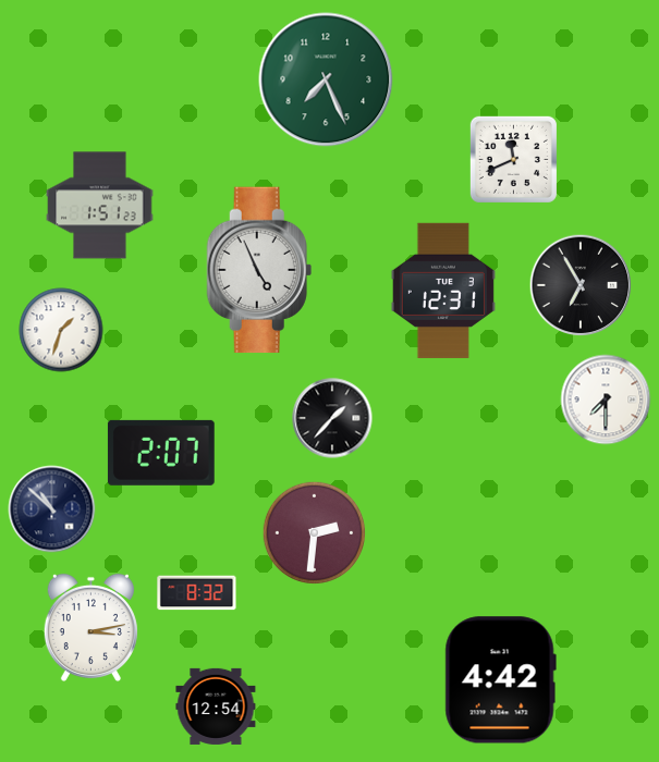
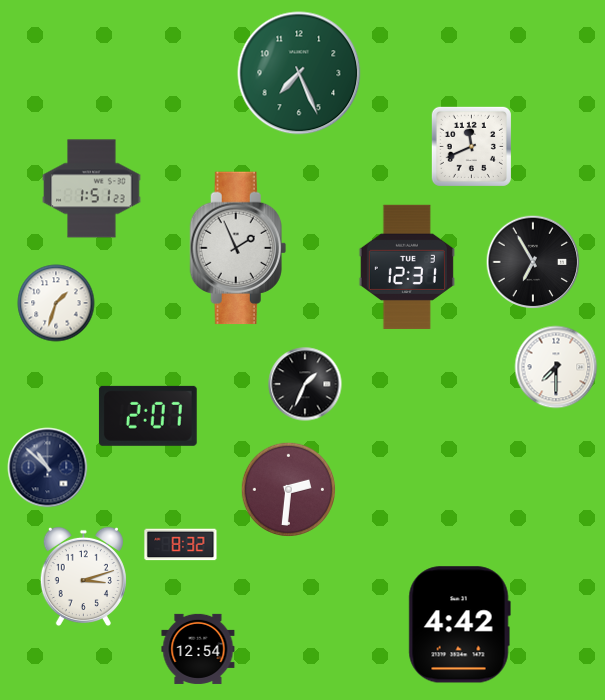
clock at (259, 270): 4:56 -> 1:56
clock at (332, 418): 1:37 -> 1:34
clock at (90, 628): 3:13 -> 3:12
